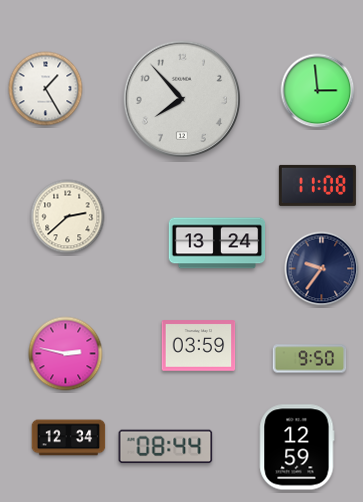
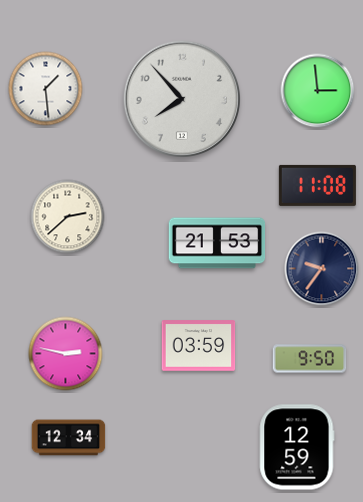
clock at (46, 89): 1:25 -> 1:29
clock at (217, 243): 13:24 -> 21:53
clock at (166, 447): 08:44 -> none
